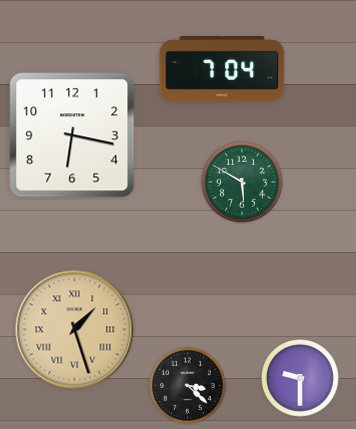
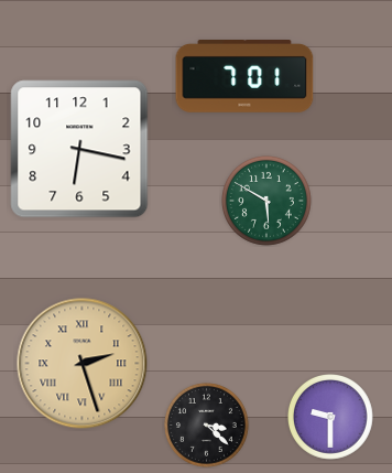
clock at (222, 70): 7:04 -> 7:01
clock at (75, 330): 1:27 -> 2:27
